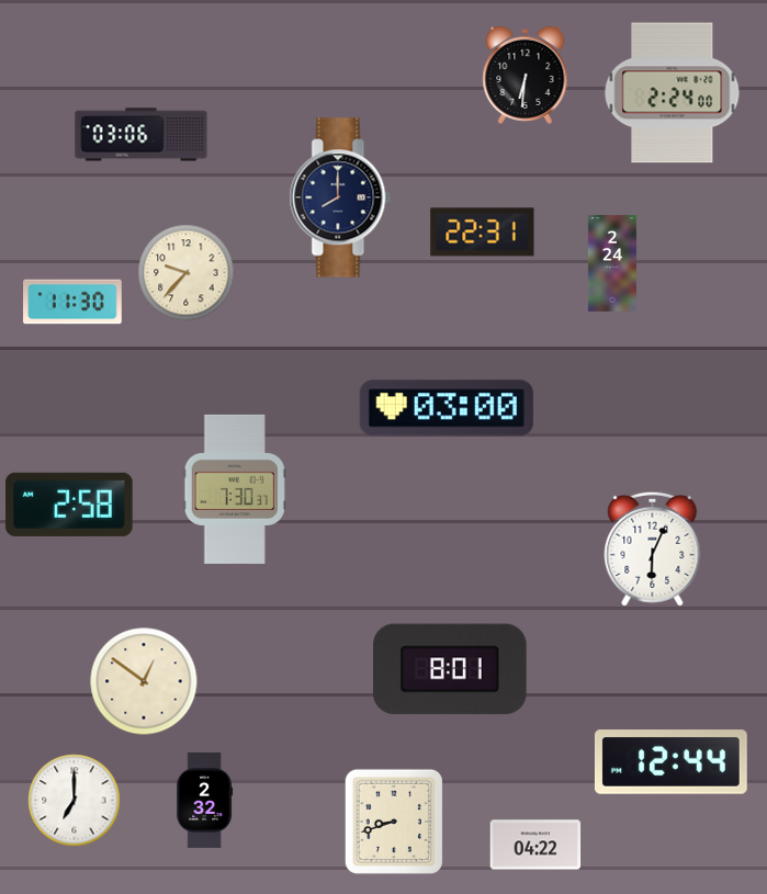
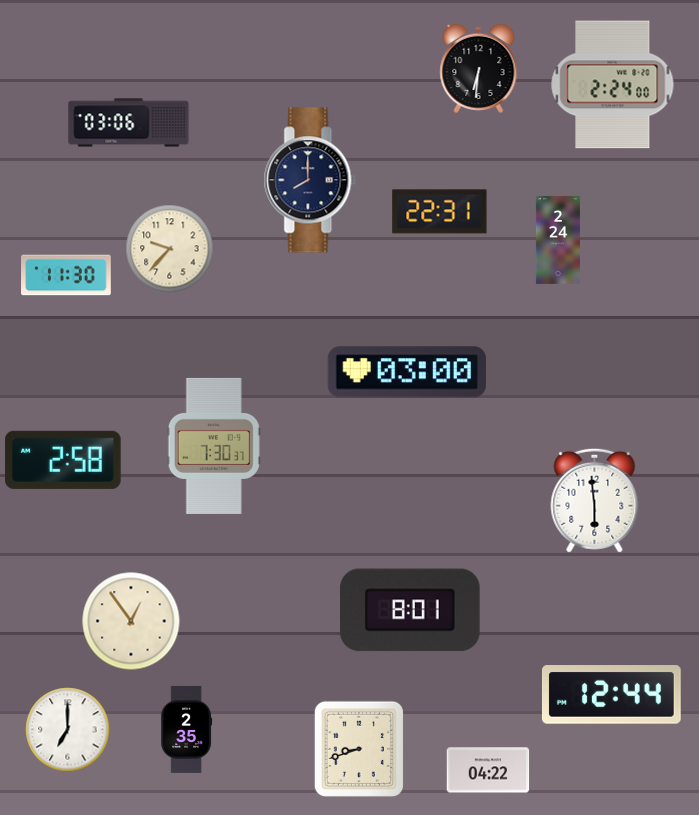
clock at (653, 548): 6:04 -> 5:59
clock at (144, 681): 12:51 -> 12:54
clock at (205, 800): 2:32 -> 2:35
